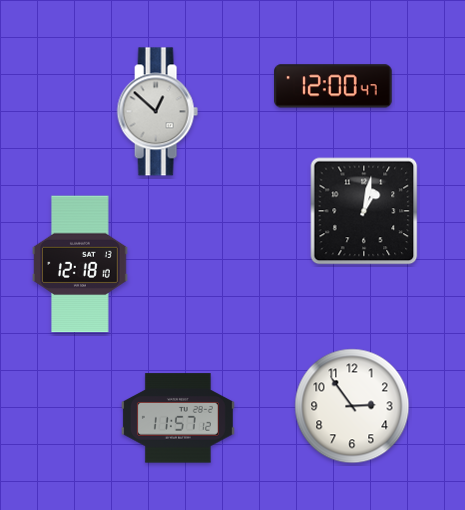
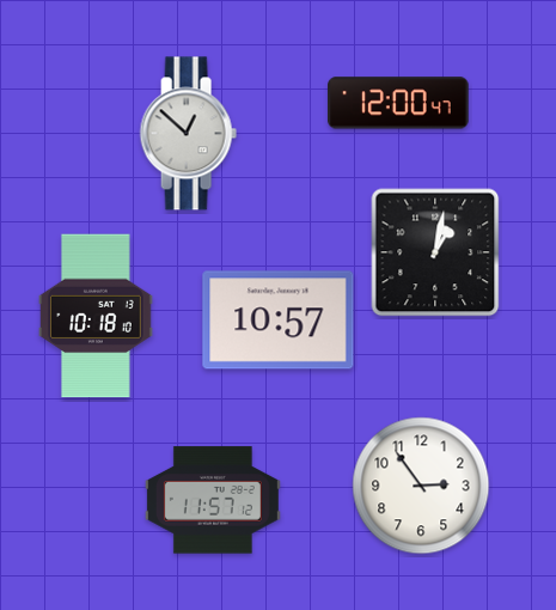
clock at (80, 264): 12:18 -> 10:18
clock at (279, 321): none -> 10:57
